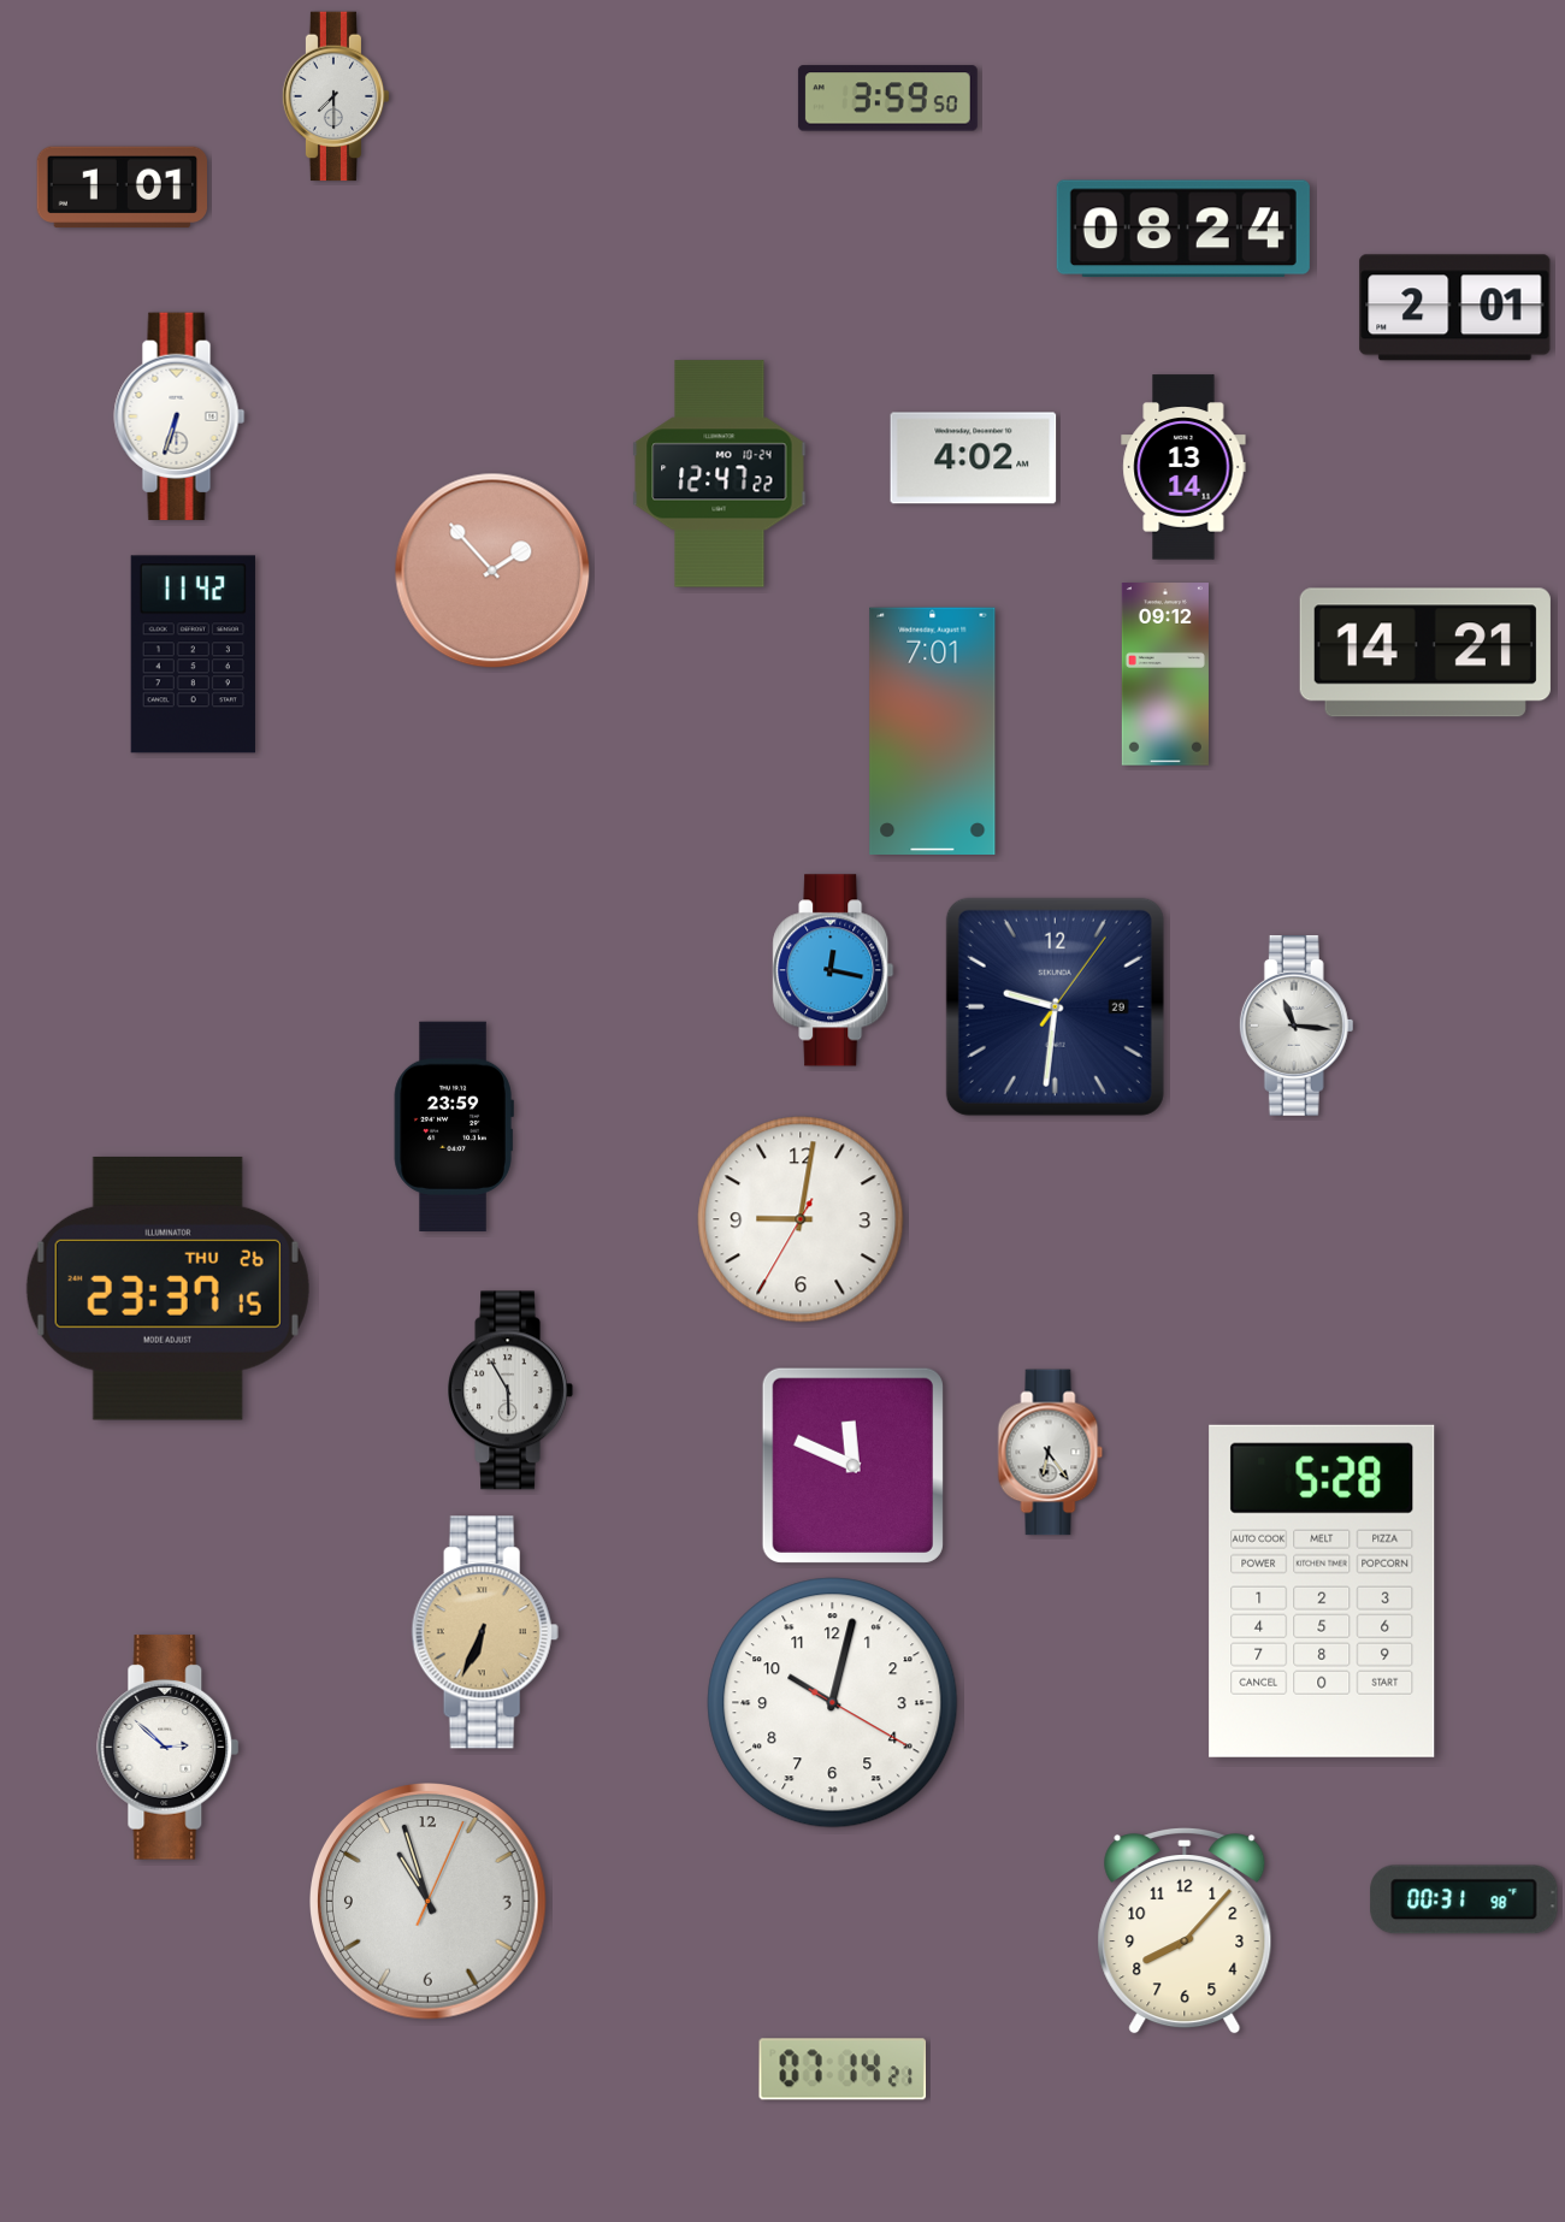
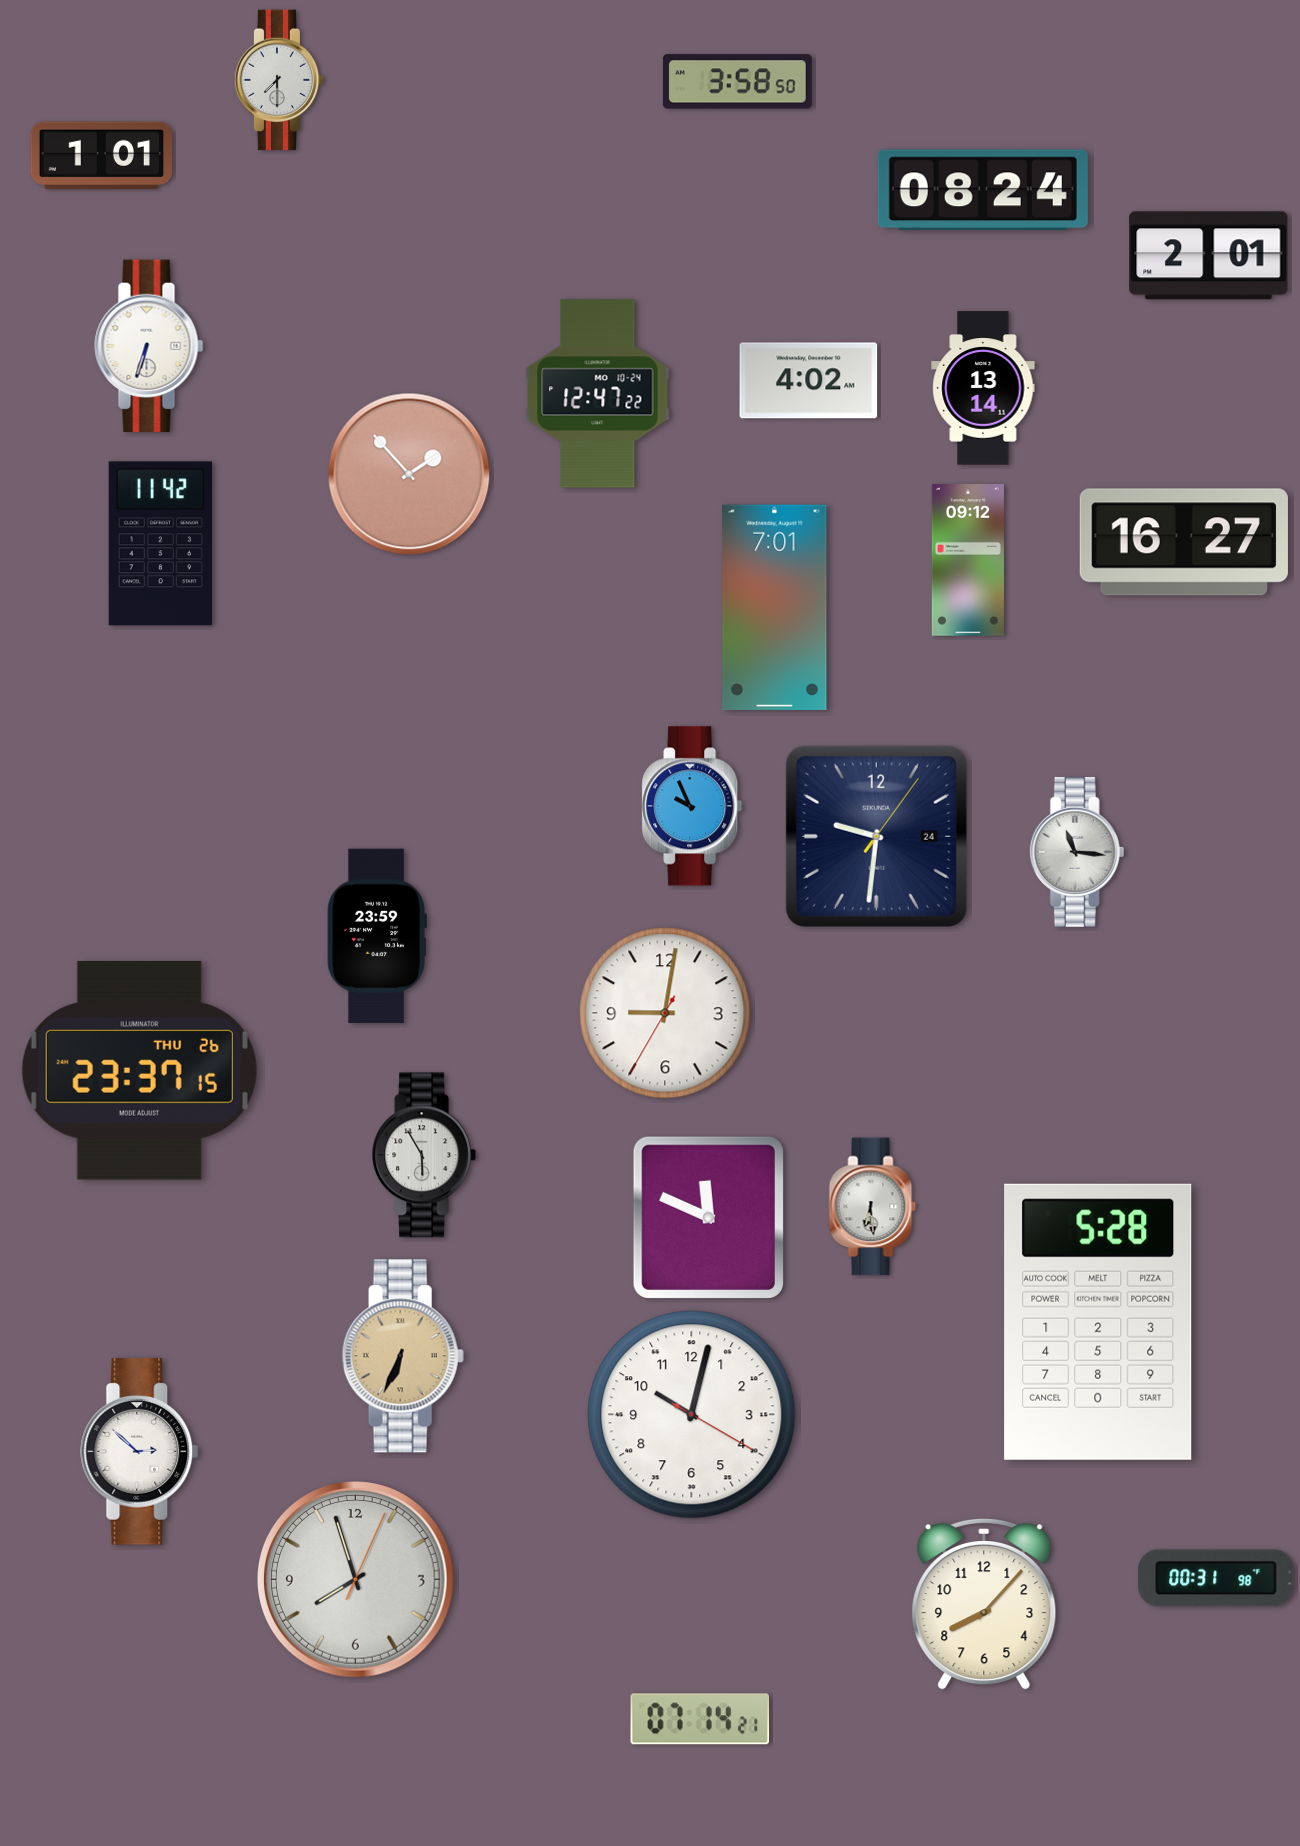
clock at (887, 99): 3:59 -> 3:58
clock at (1425, 652): 14:21 -> 16:27
clock at (833, 970): 12:17 -> 9:56
clock at (1055, 1006) date: 29 -> 24
clock at (1051, 1453): 6:24 -> 6:29
clock at (429, 1902): 10:57 -> 7:57
